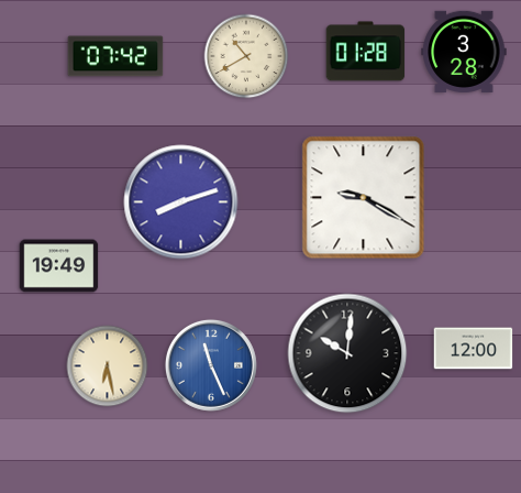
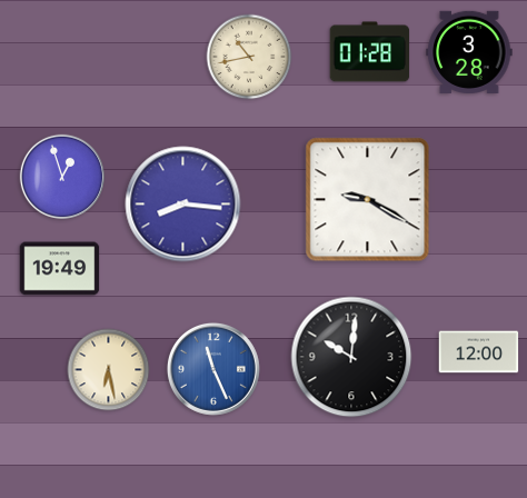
clock at (115, 56): 07:42 -> none
clock at (246, 56): 10:40 -> 10:43
clock at (61, 176): none -> 12:57
clock at (181, 202): 8:12 -> 8:16
